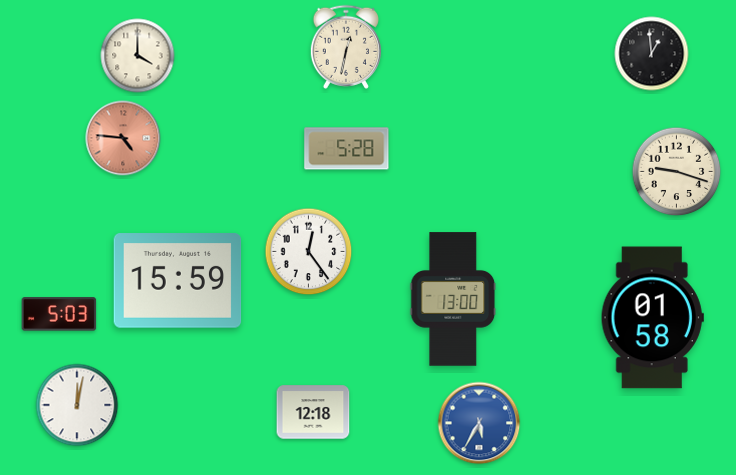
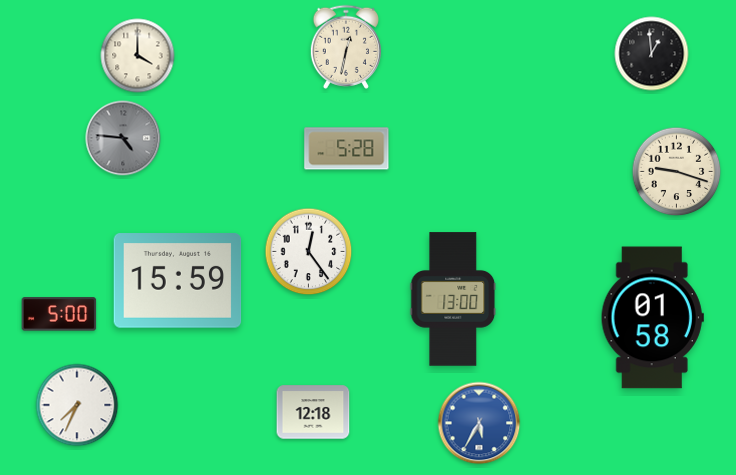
clock at (123, 138) dial: salmon -> grey
clock at (59, 314): 5:03 -> 5:00
clock at (77, 405): 12:02 -> 7:34
